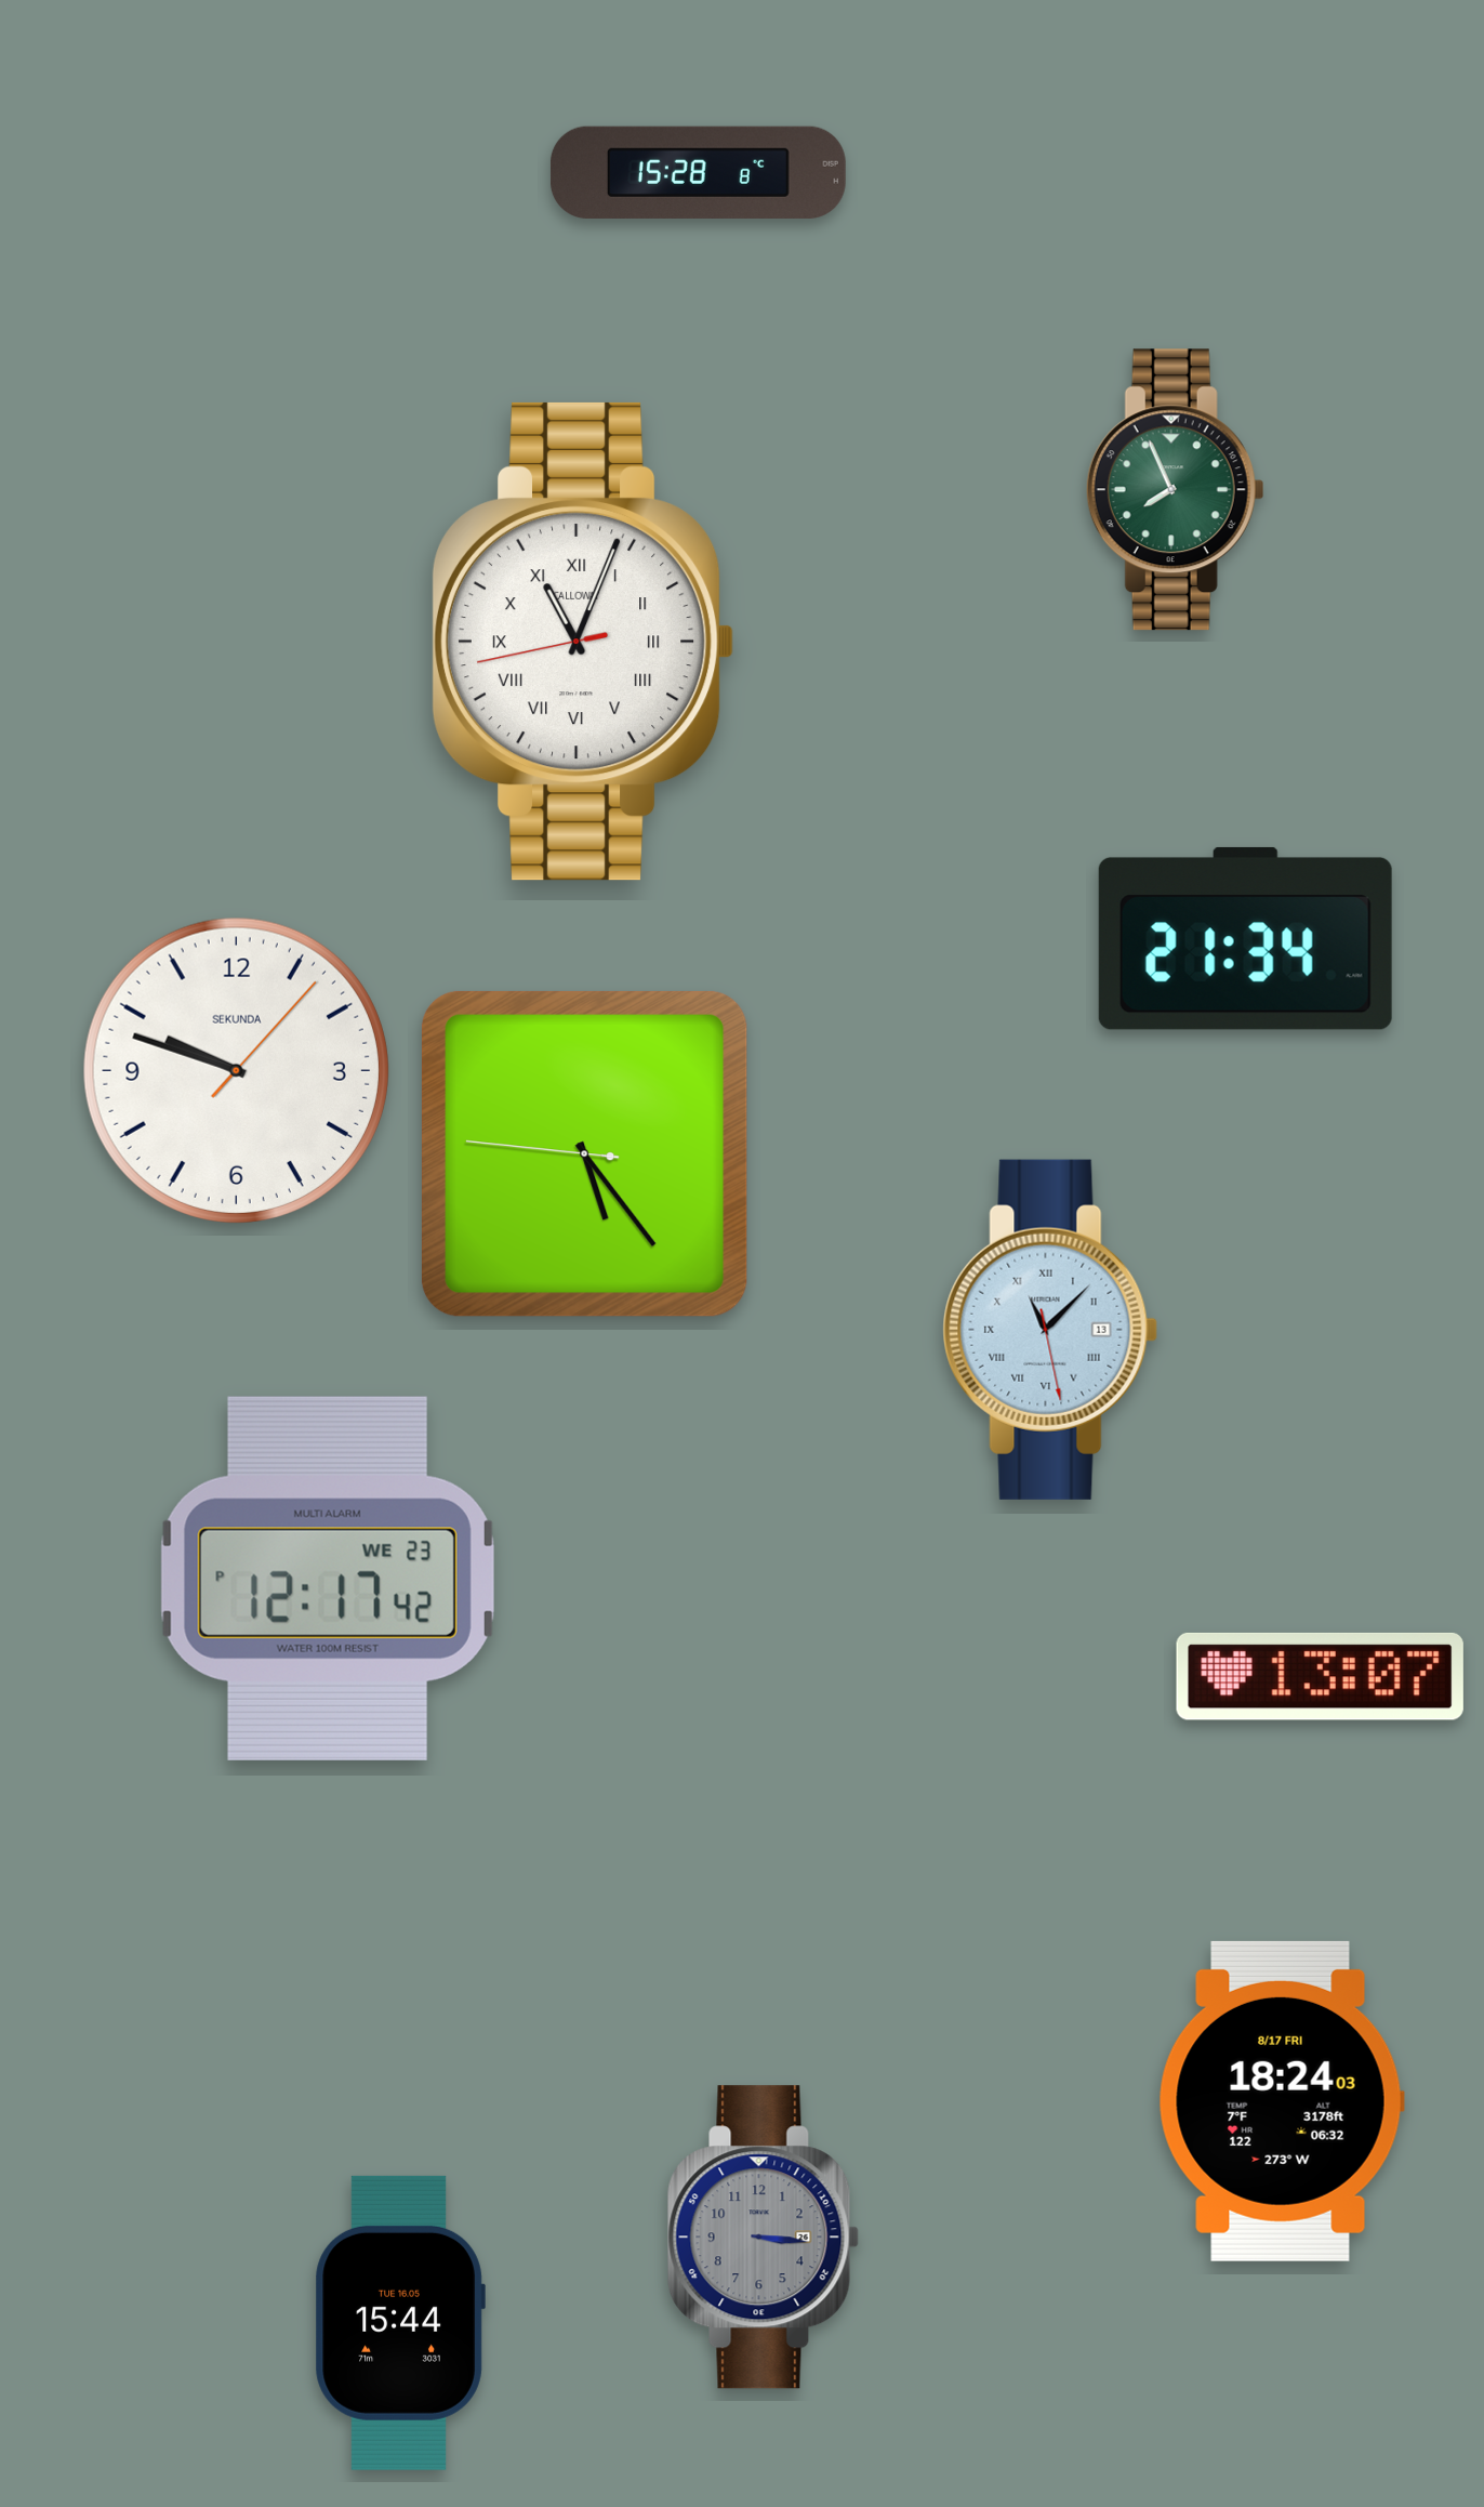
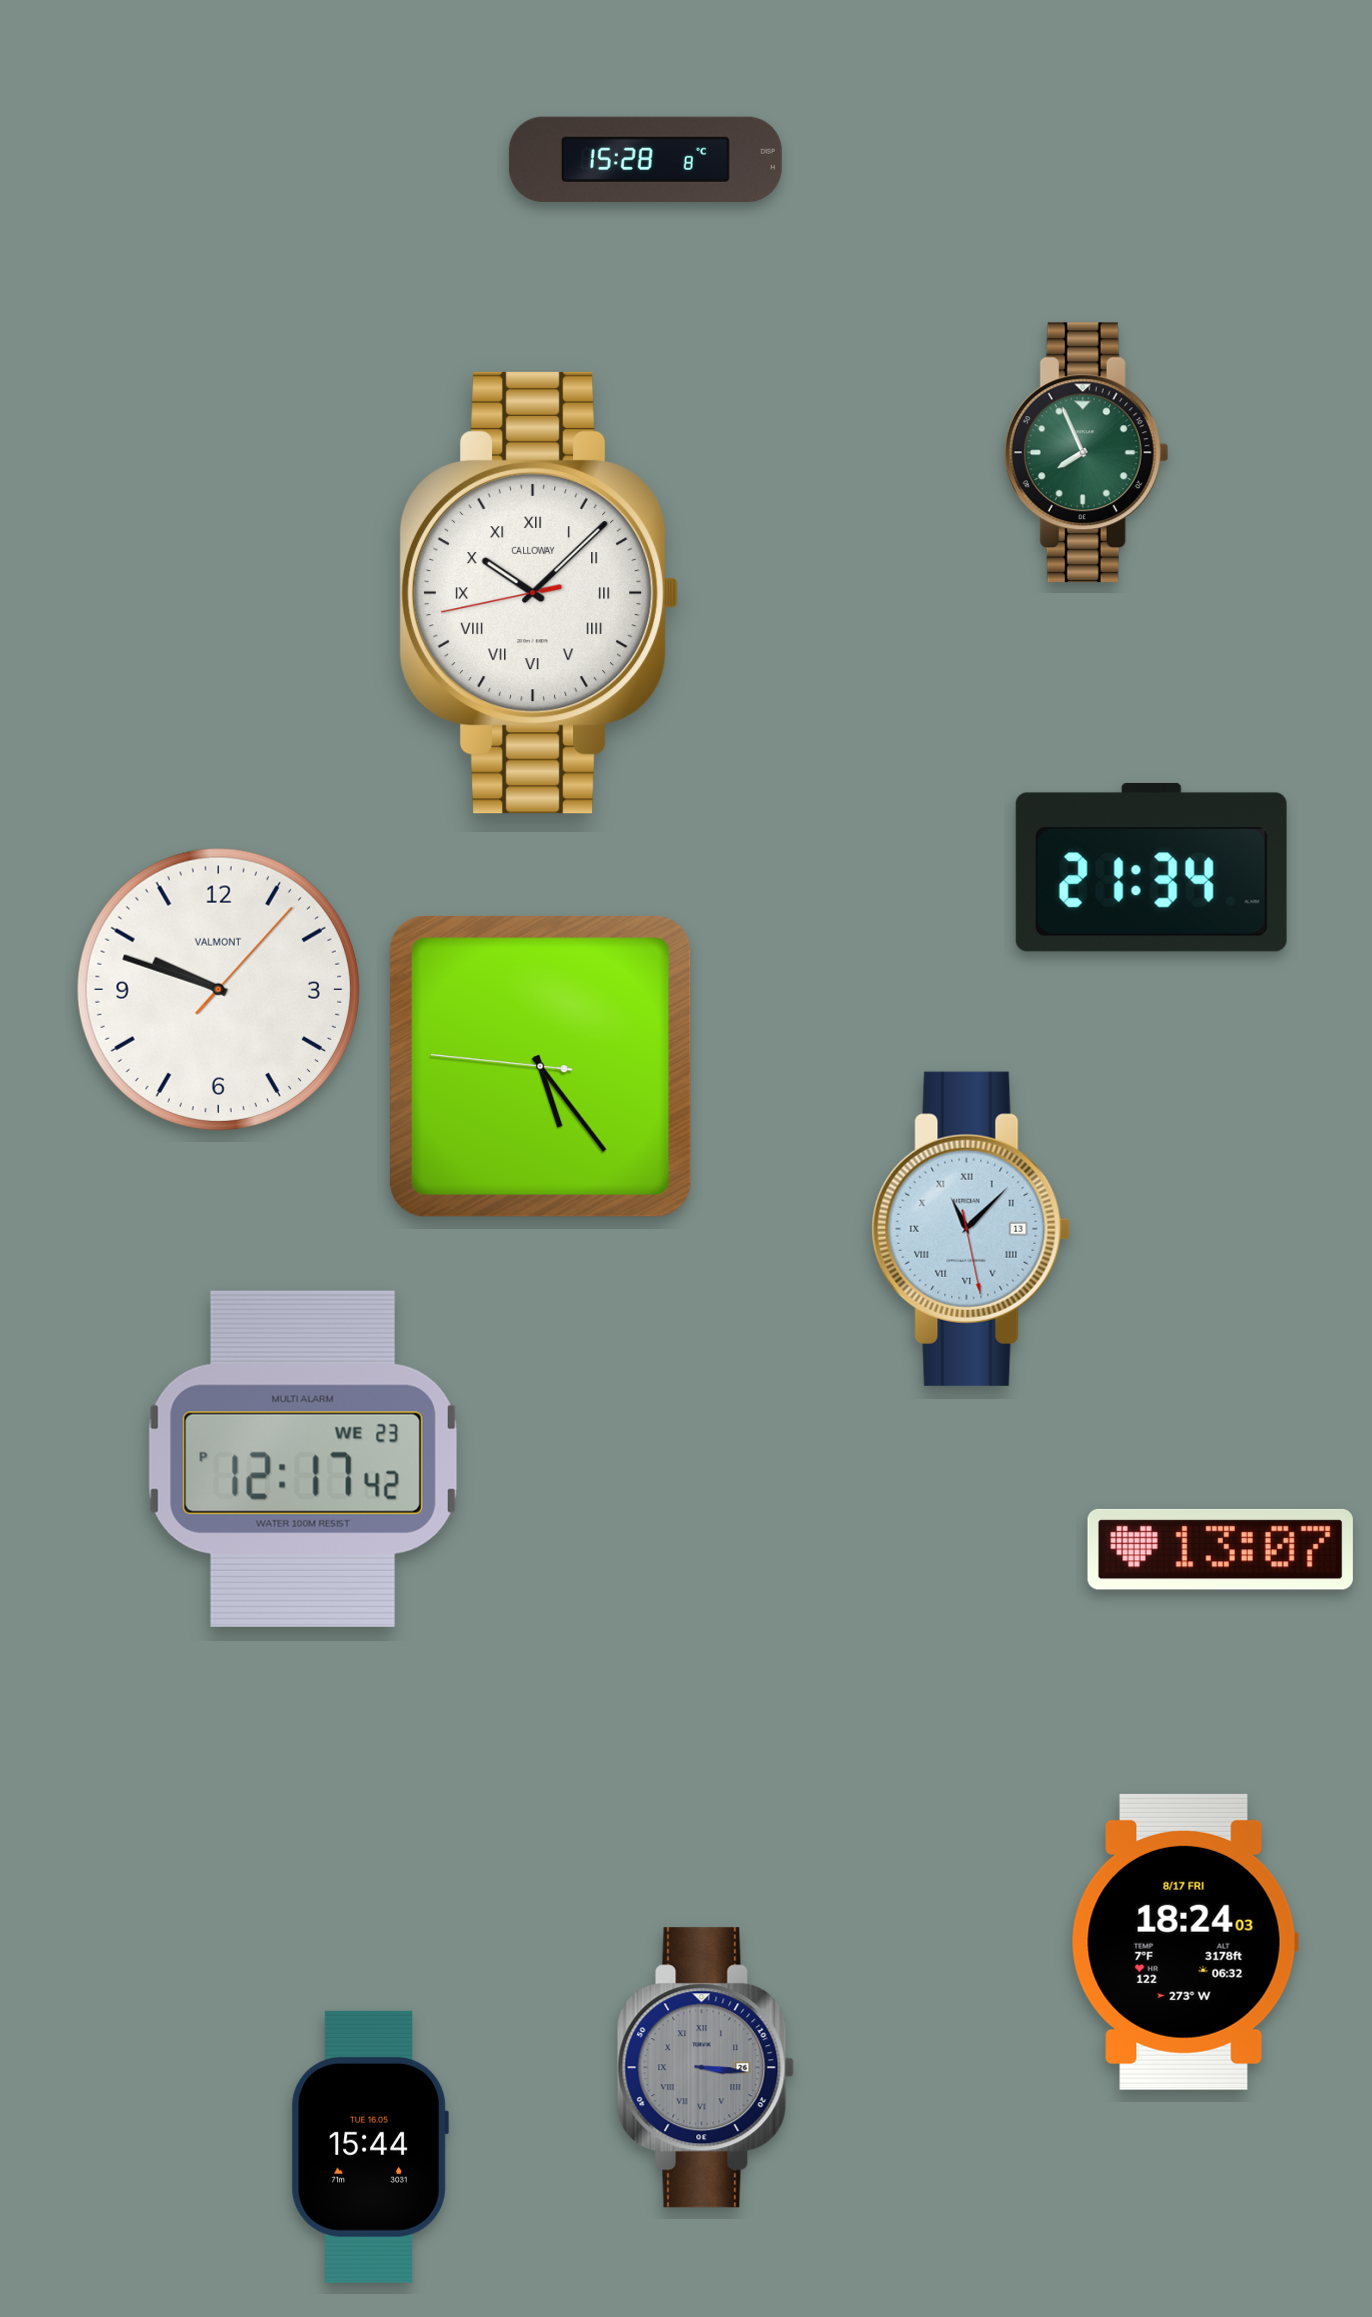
clock at (583, 642): 11:03 -> 10:07
clock at (236, 1070) brand: SEKUNDA -> VALMONT
clock at (763, 2238) numerals: Arabic -> Roman
